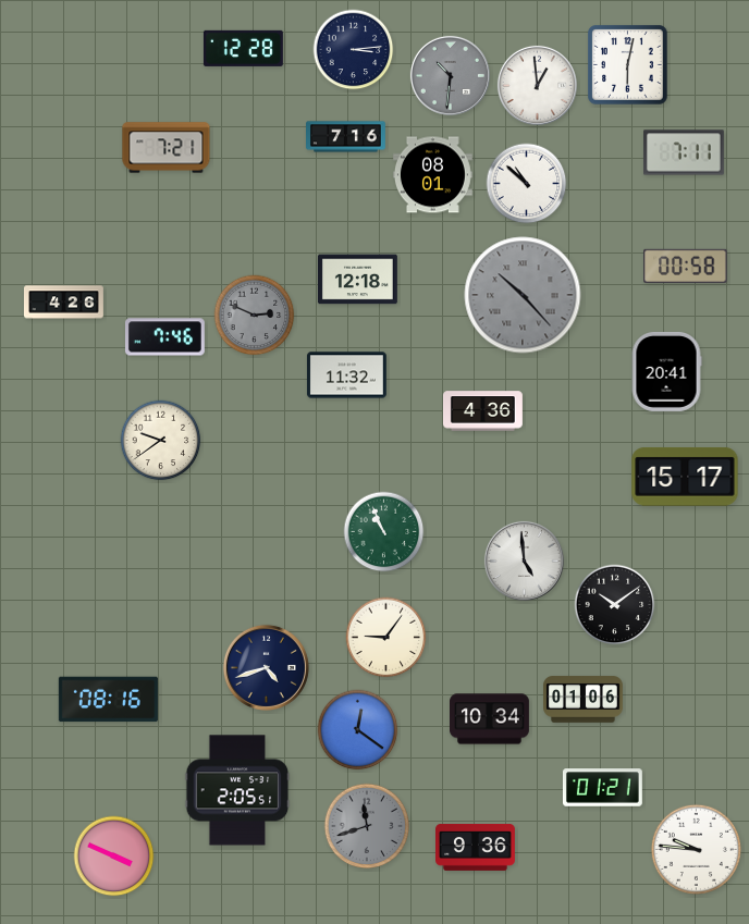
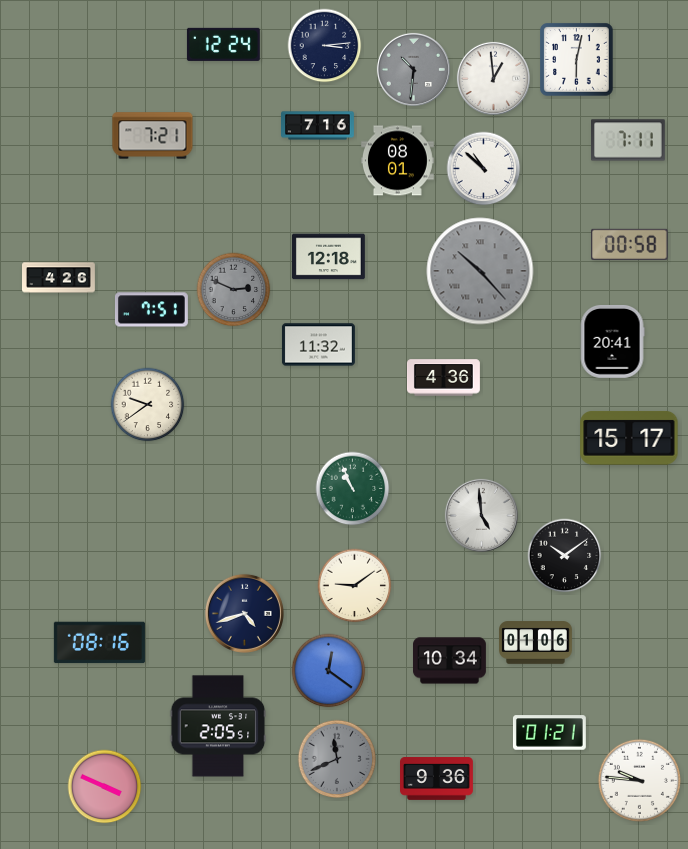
clock at (243, 48): 12:28 -> 12:24
clock at (164, 337): 7:46 -> 7:51
clock at (386, 638): 9:06 -> 9:09
clock at (602, 788) position: (602, 788) -> (549, 733)
clock at (367, 826): 11:42 -> 11:41
